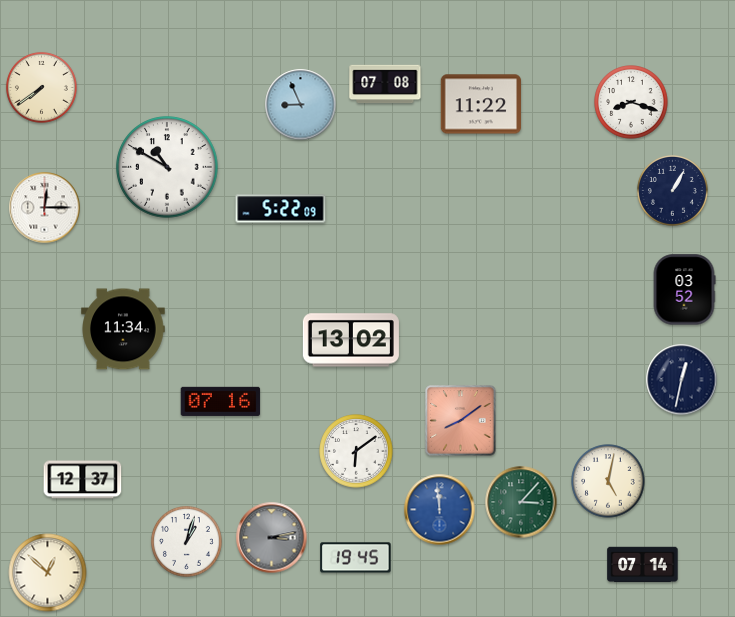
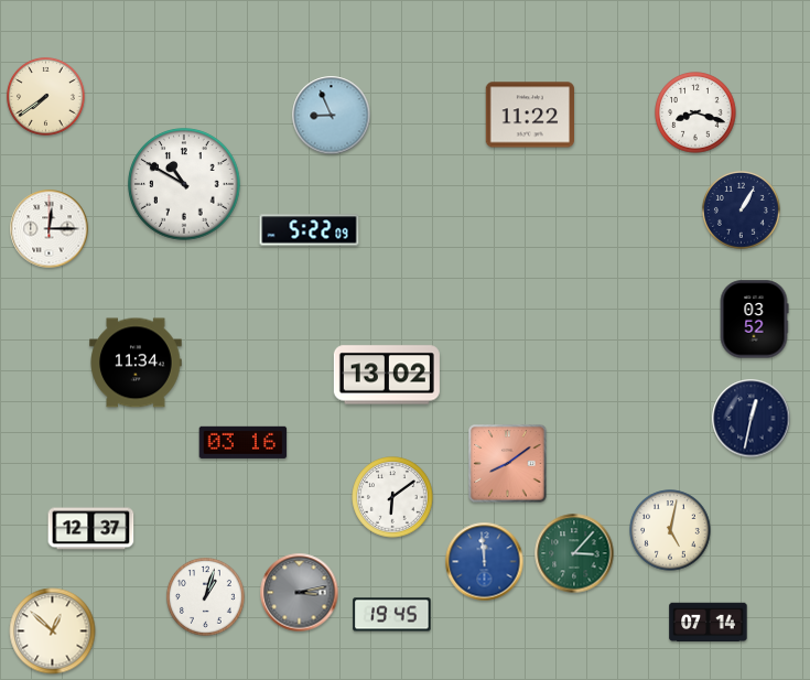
clock at (385, 84): 07:08 -> none
clock at (221, 401): 07:16 -> 03:16
